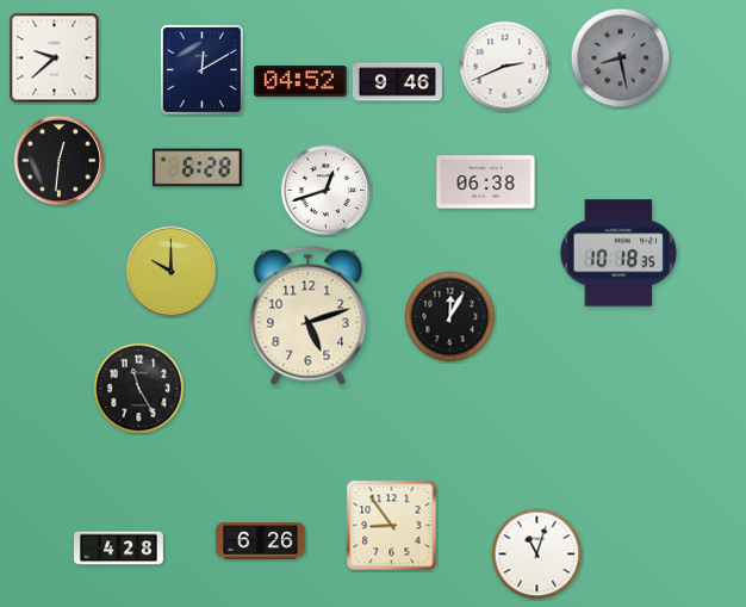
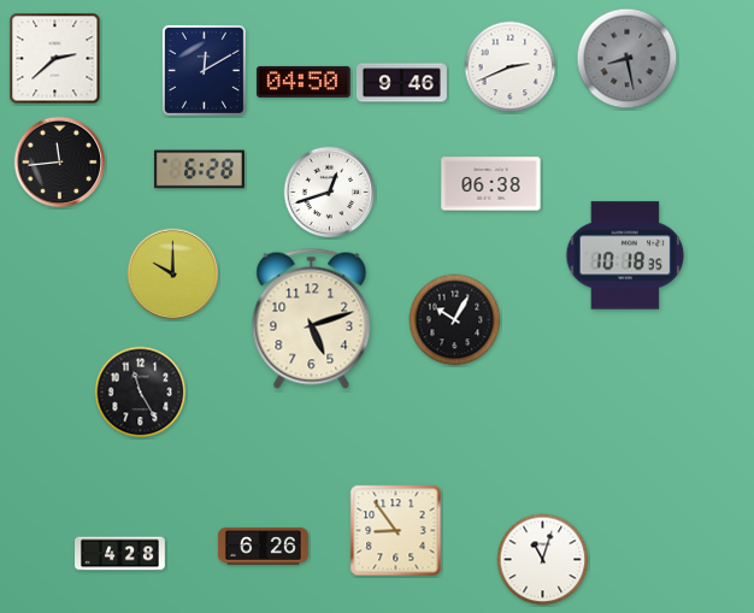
clock at (55, 58): 9:38 -> 2:38
clock at (300, 81): 04:52 -> 04:50
clock at (60, 161): 12:31 -> 11:44
clock at (450, 317): 12:05 -> 10:05
